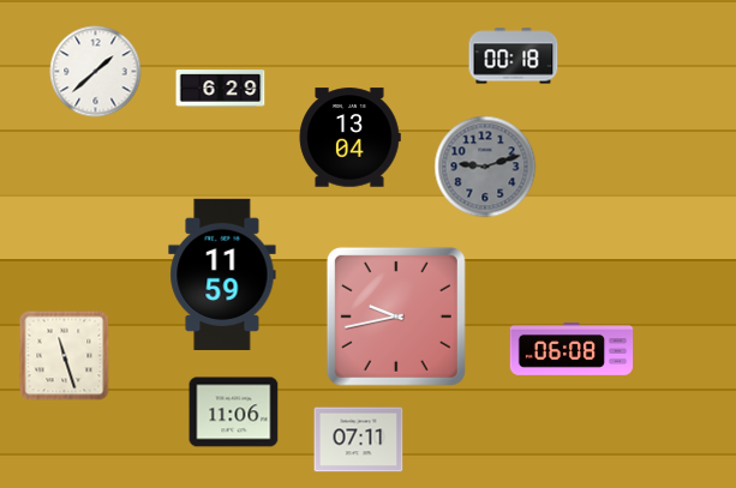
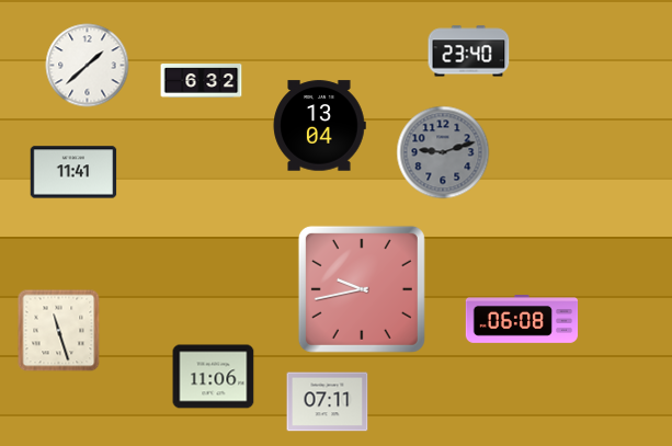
clock at (514, 56): 00:18 -> 23:40
clock at (221, 89): 6:29 -> 6:32
clock at (73, 172): none -> 11:41
clock at (222, 275): 11:59 -> none
clock at (65, 356) position: (65, 356) -> (59, 331)
